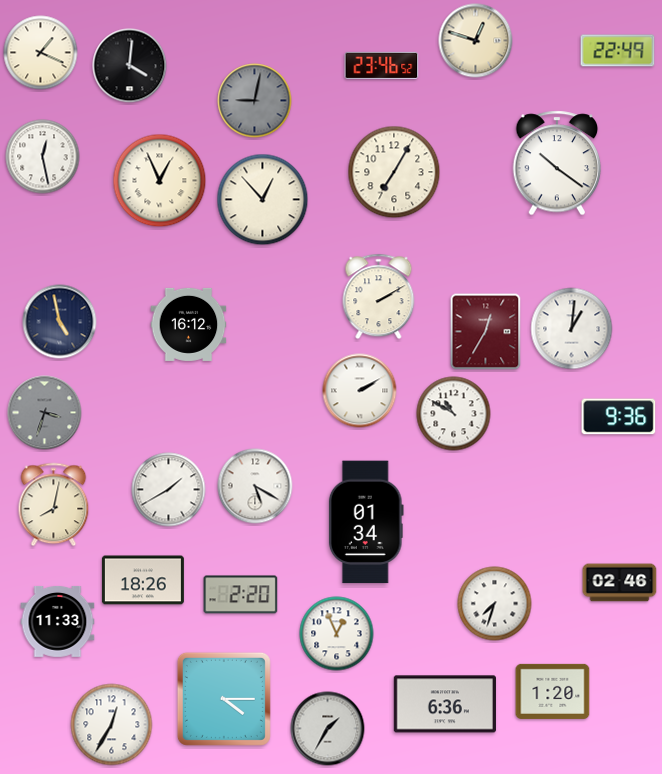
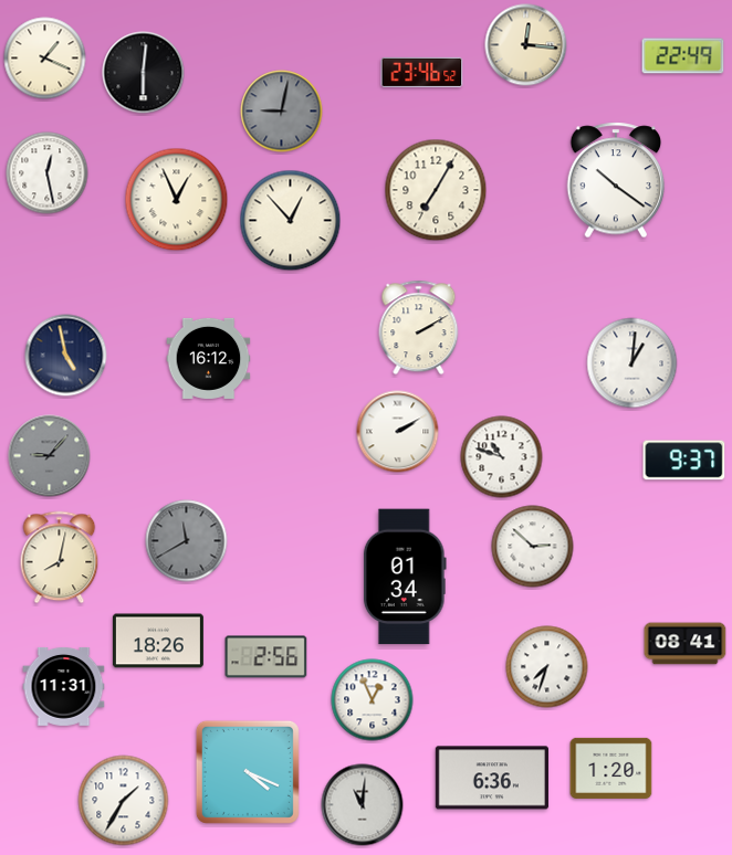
clock at (476, 41): 12:48 -> 12:16
clock at (130, 66): 4:01 -> 6:01
clock at (486, 332): 12:35 -> none
clock at (45, 413): 3:33 -> 9:07
clock at (454, 414): 10:50 -> 10:48
clock at (619, 417): 9:36 -> 9:37
clock at (255, 486): 5:20 -> none
clock at (169, 490): 1:40 -> 11:40
clock at (169, 490) dial: white -> grey
clock at (533, 547): none -> 2:52
clock at (620, 583): 02:46 -> 08:41
clock at (241, 595): 2:20 -> 2:56
clock at (58, 622): 11:33 -> 11:31
clock at (553, 691) position: (553, 691) -> (611, 768)
clock at (224, 699): 4:15 -> 4:19
clock at (112, 725): 12:35 -> 1:35
clock at (328, 729): 1:35 -> 11:01
